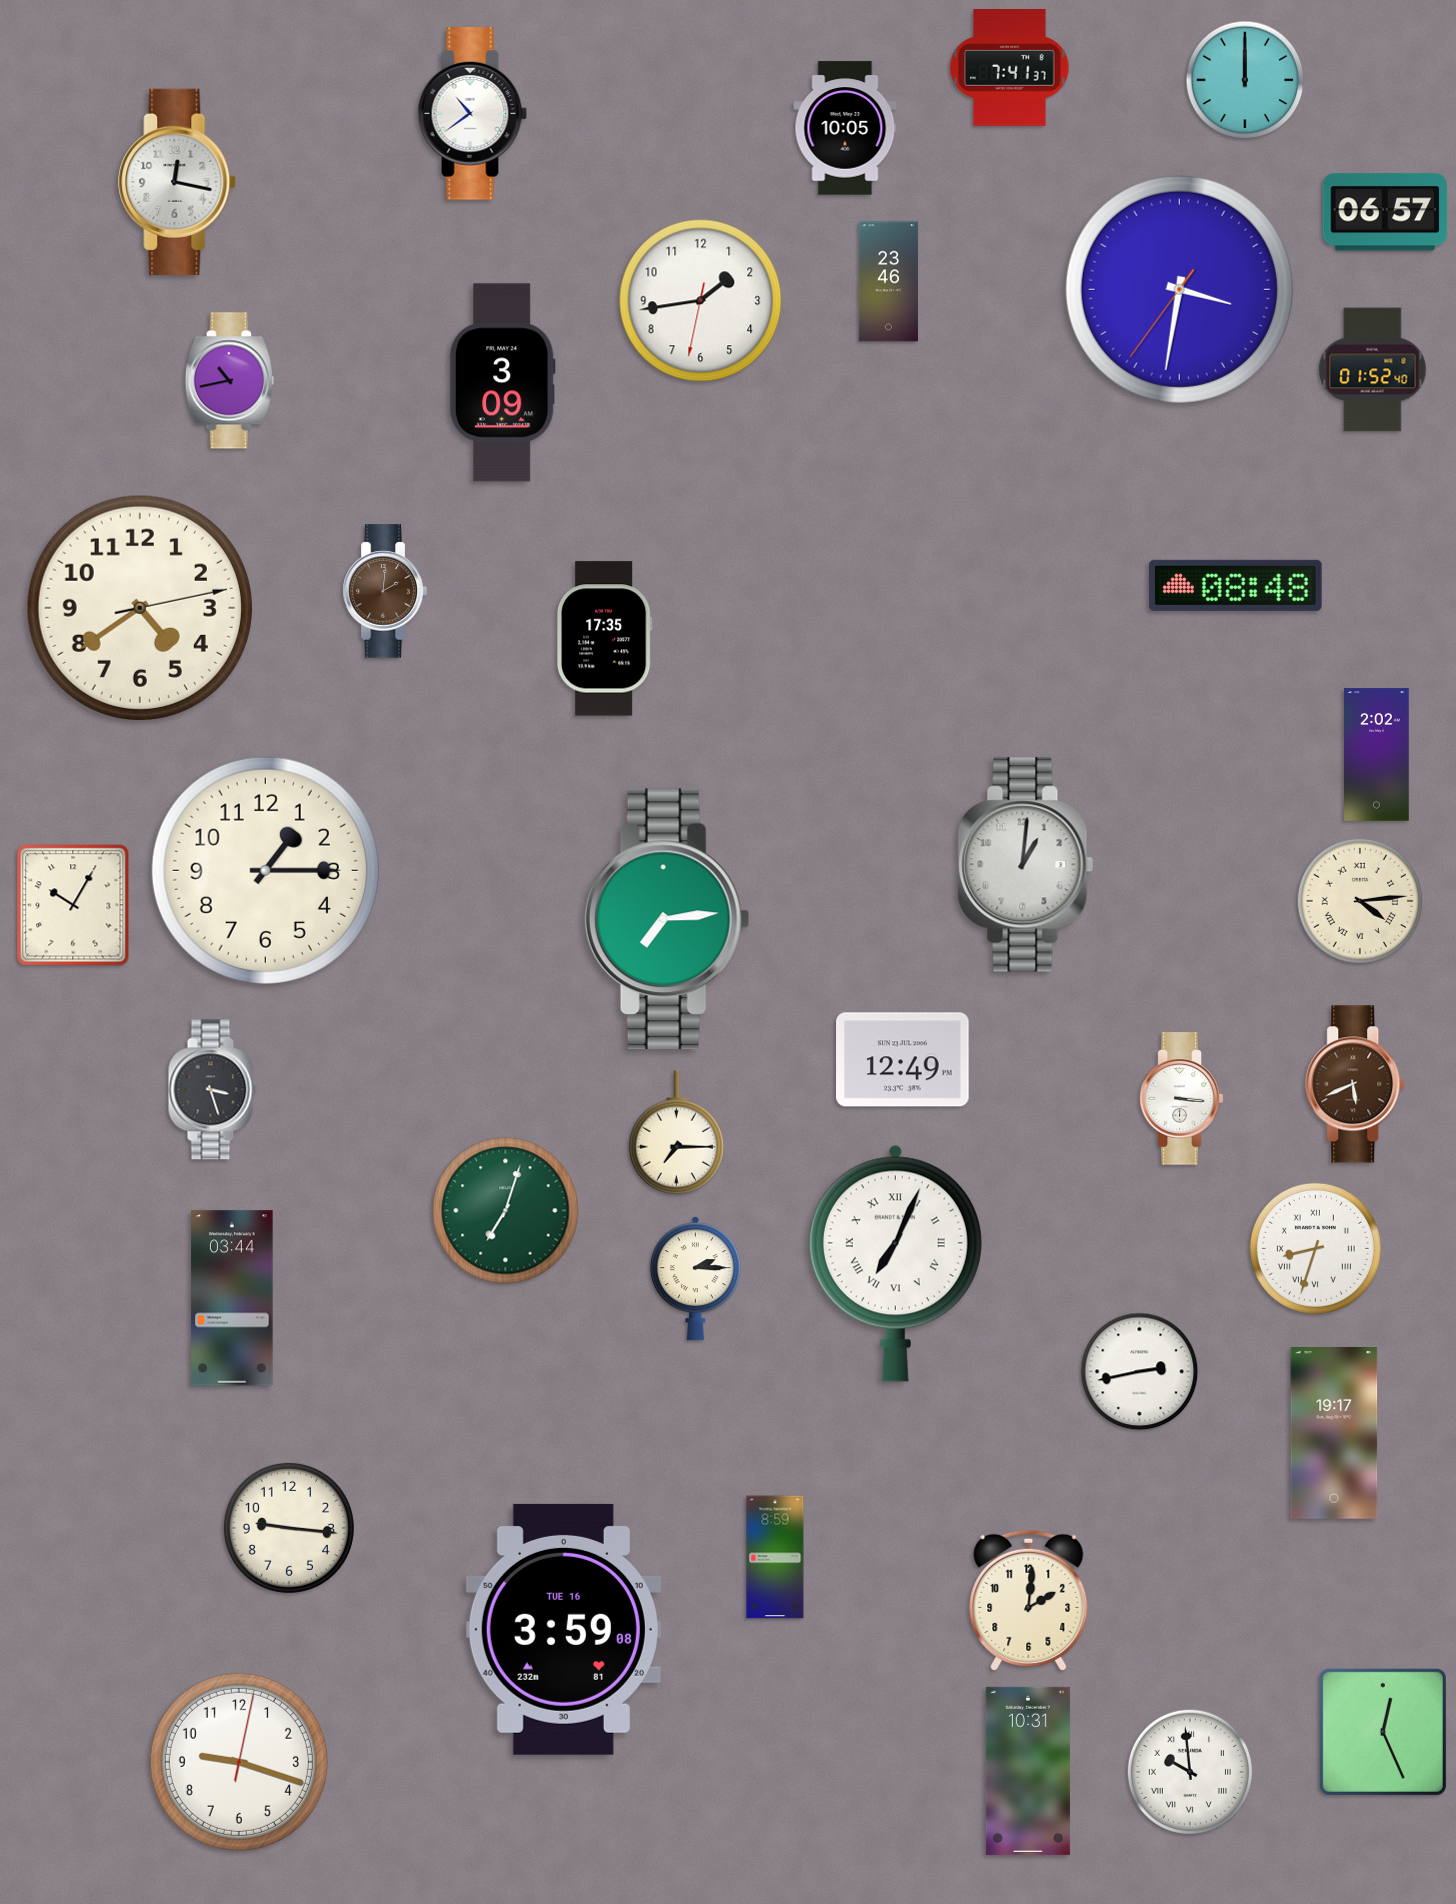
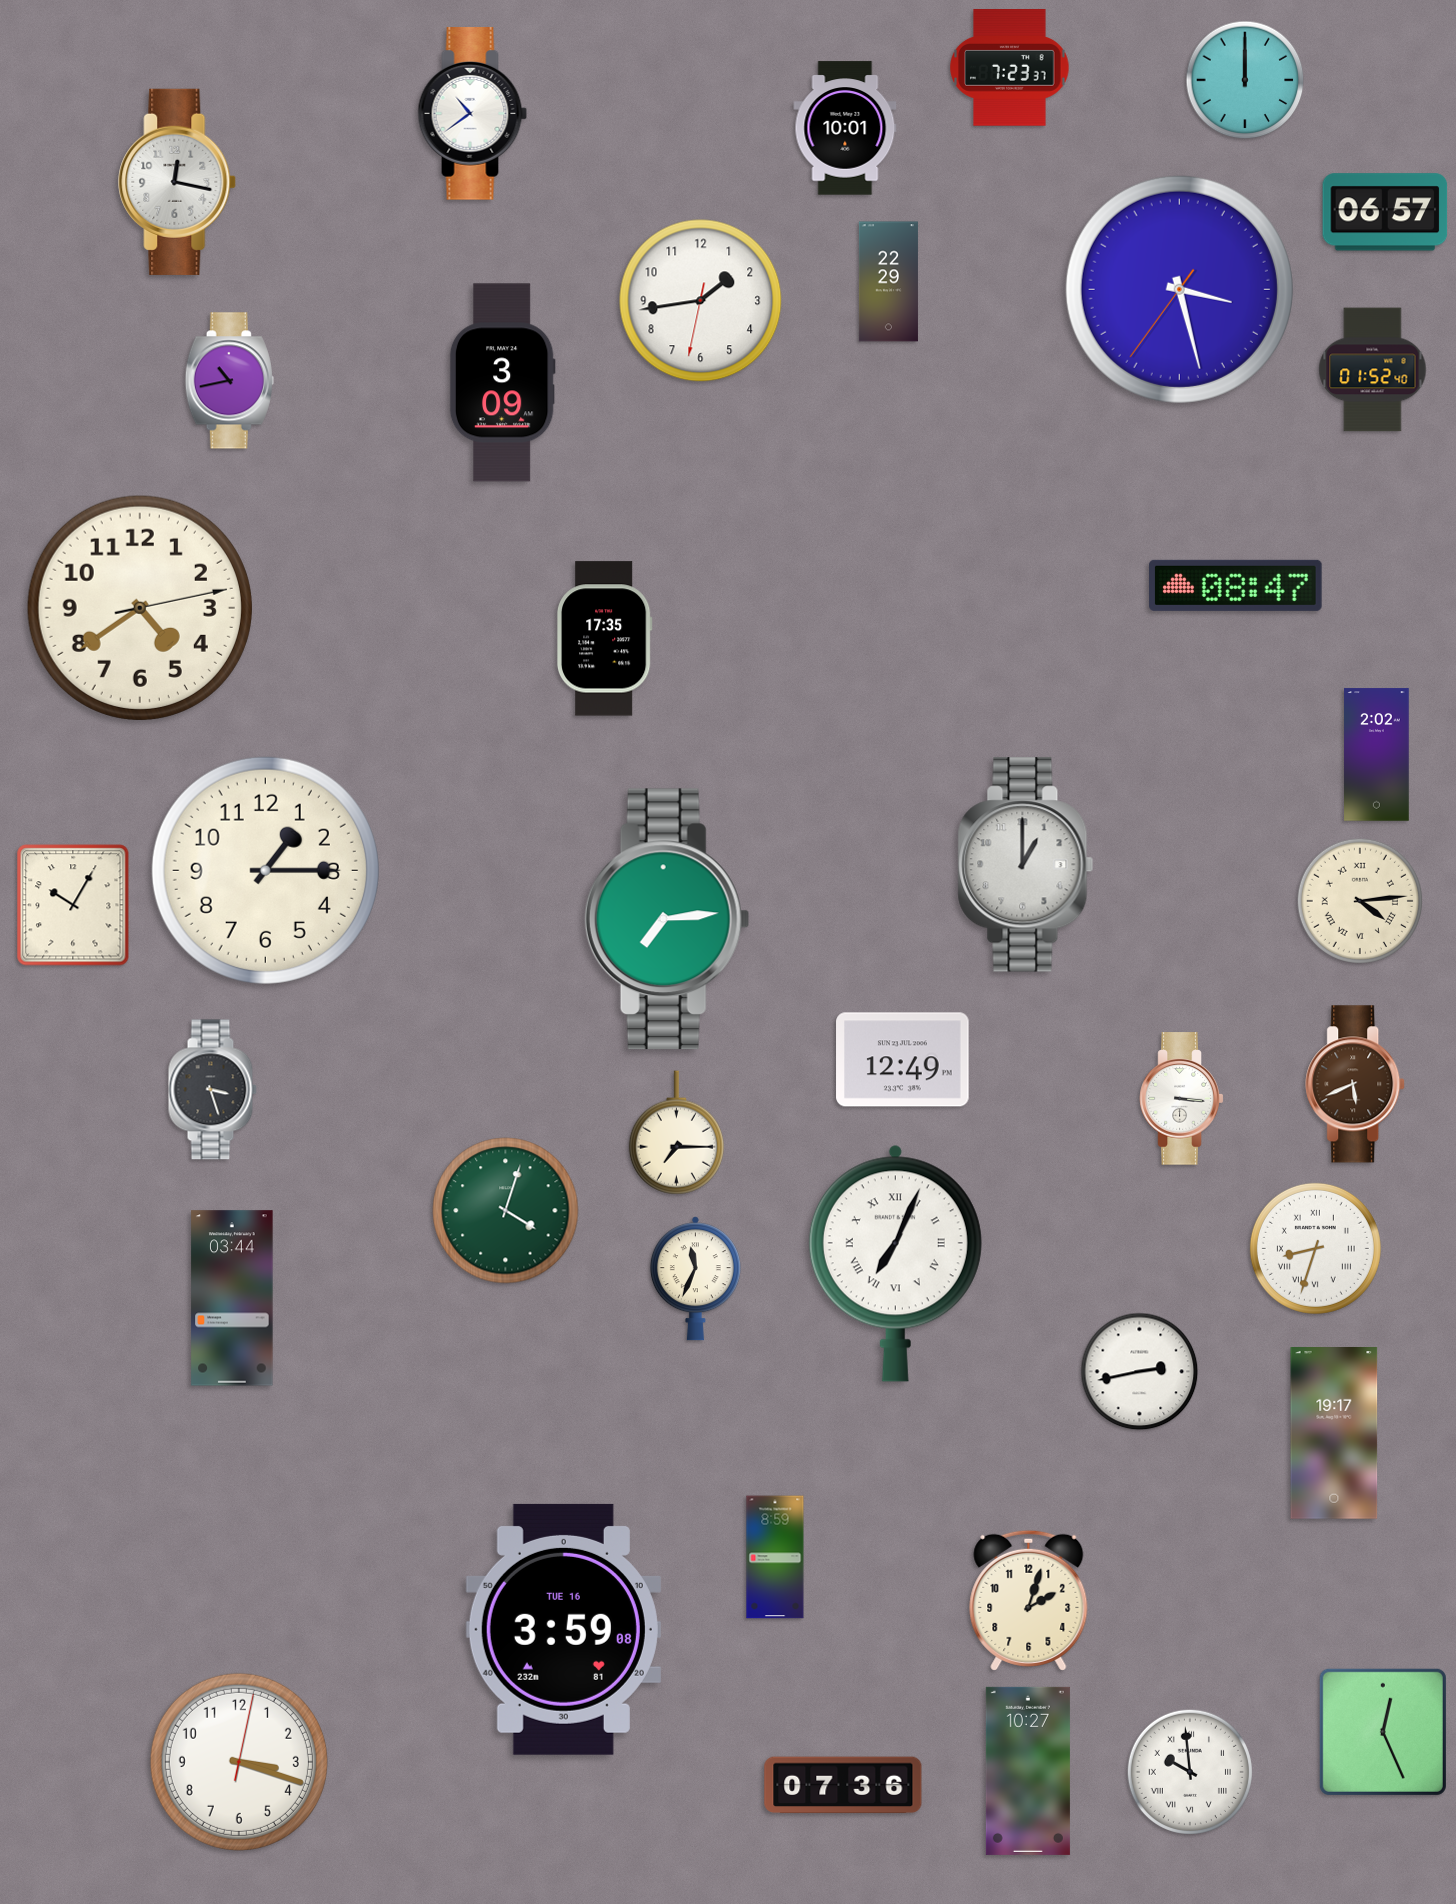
clock at (1010, 68): 7:41 -> 7:23
clock at (845, 128): 10:05 -> 10:01
clock at (888, 282): 23:46 -> 22:29
clock at (1179, 289): 3:31 -> 3:27
clock at (1236, 585): 08:48 -> 08:47
clock at (385, 591): 2:01 -> none
clock at (1026, 865): 1:01 -> 1:00
clock at (506, 1211): 7:03 -> 4:03
clock at (695, 1279): 2:15 -> 11:34
clock at (289, 1528): 9:16 -> none
clock at (1029, 1600): 2:01 -> 2:03
clock at (239, 1762): 9:18 -> 3:18
clock at (1028, 1771): 10:31 -> 10:27
clock at (843, 1785): none -> 07:36
